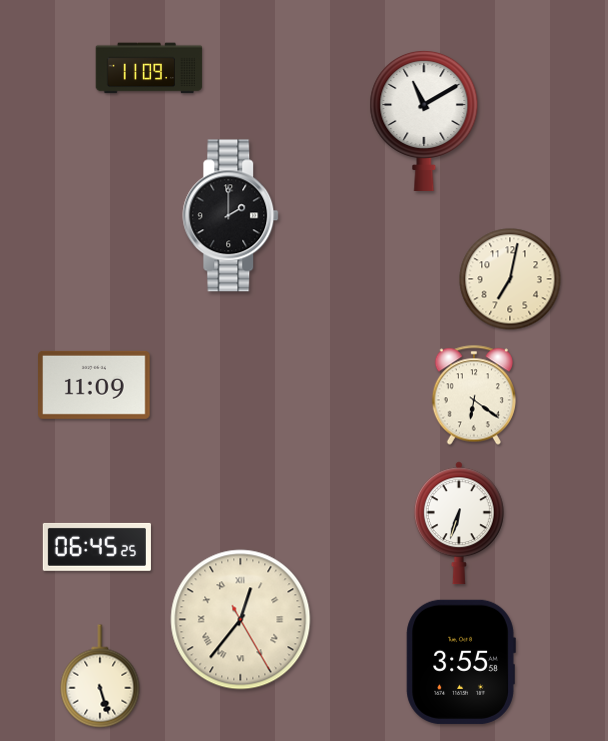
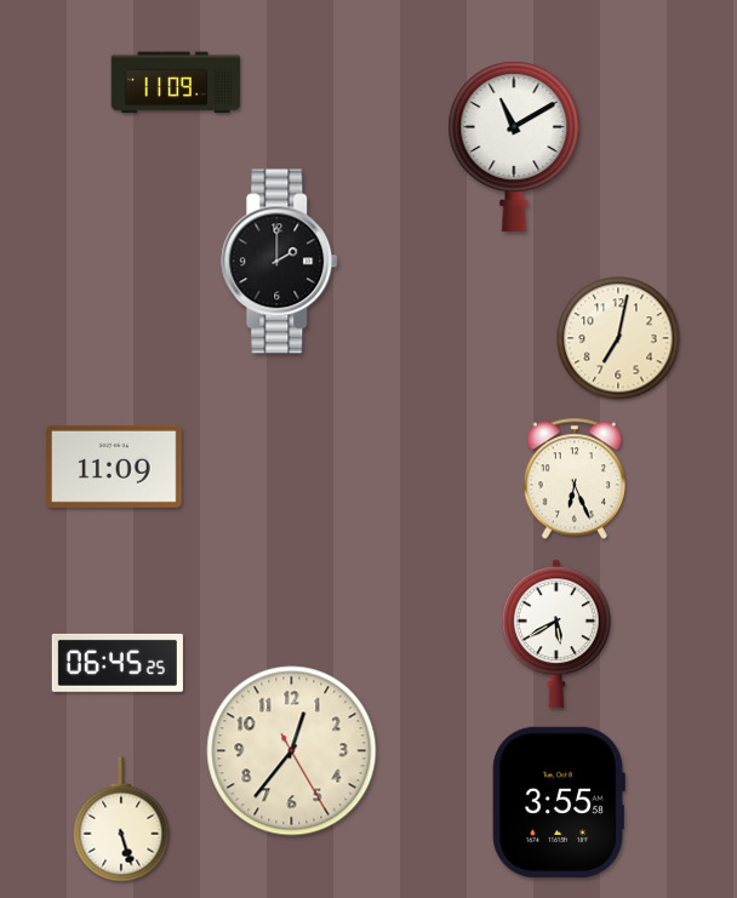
clock at (149, 68) position: (149, 68) -> (176, 82)
clock at (474, 395): 6:21 -> 6:26
clock at (459, 523): 6:33 -> 5:40
clock at (241, 620) numerals: Roman -> Arabic
